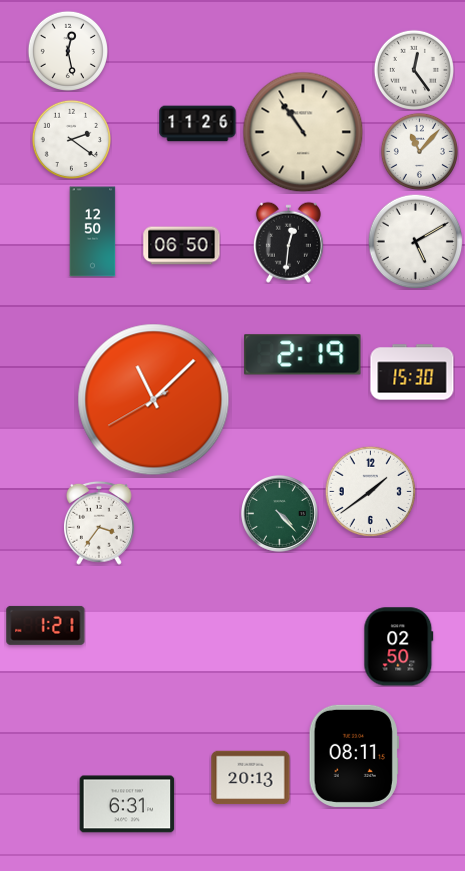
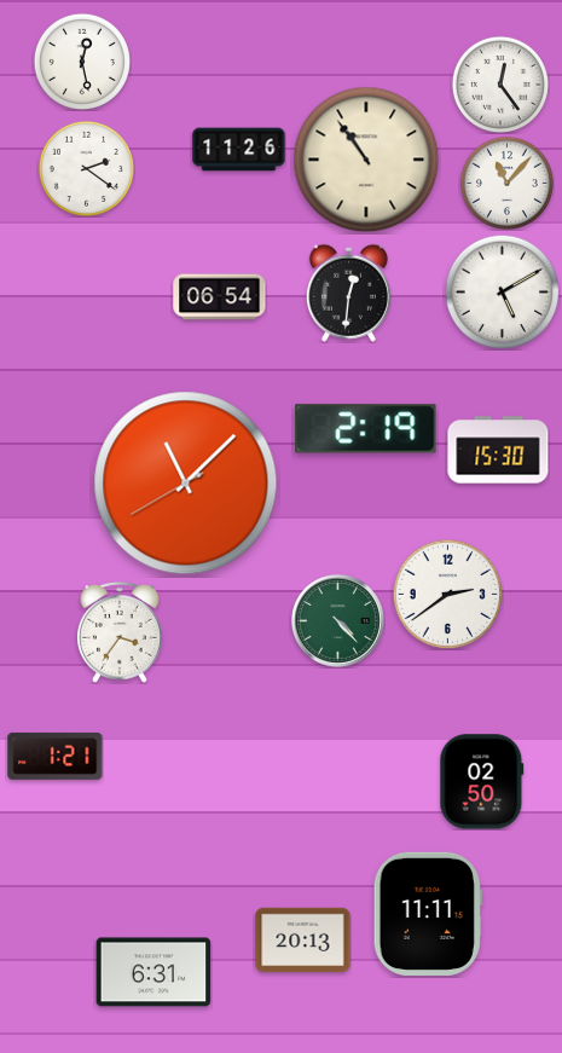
clock at (93, 232): 12:50 -> none
clock at (182, 246): 06:50 -> 06:54
clock at (370, 491): 1:39 -> 2:39
clock at (354, 756): 08:11 -> 11:11
